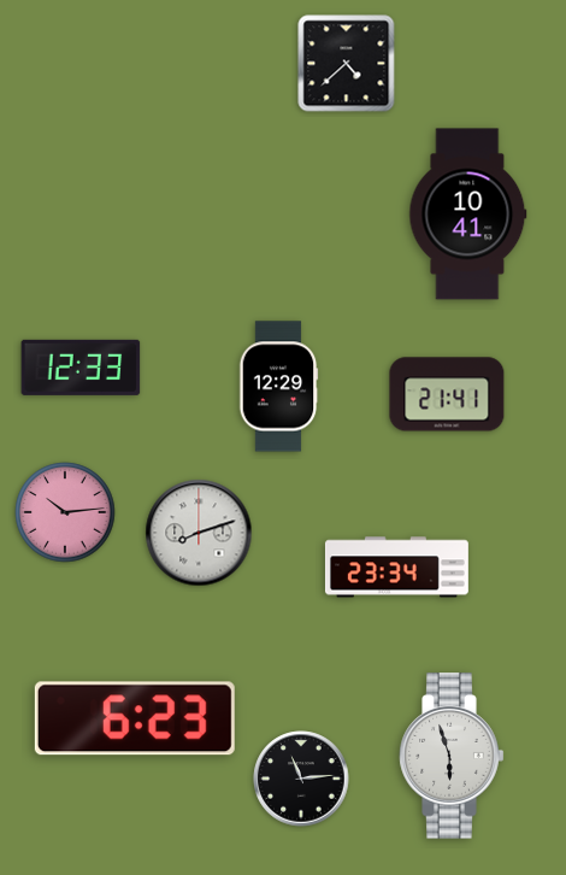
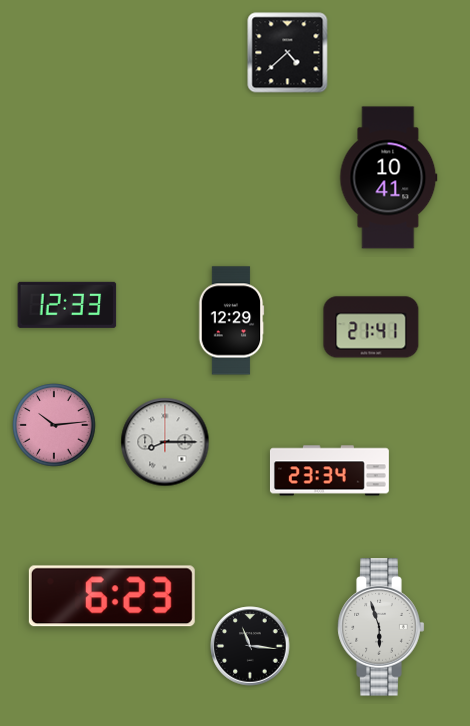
clock at (199, 533): 8:12 -> 8:15
clock at (452, 756) position: (452, 756) -> (381, 627)
clock at (301, 779): 11:14 -> 11:16
